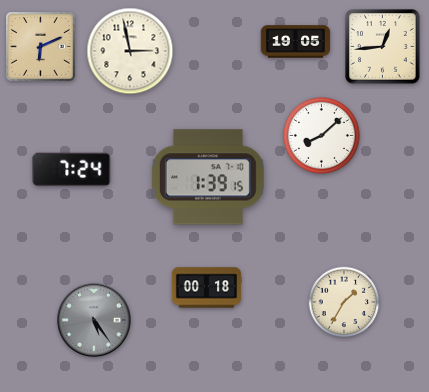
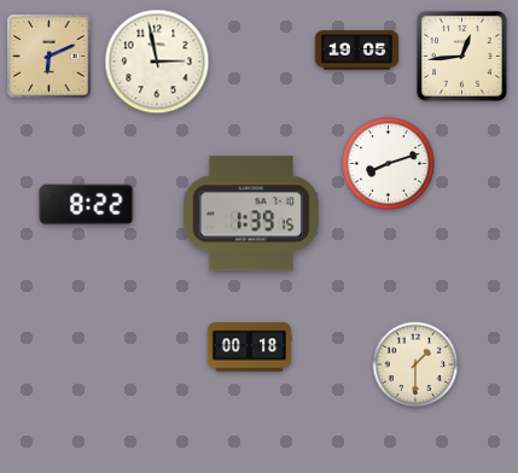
clock at (322, 136): 8:08 -> 8:12
clock at (72, 170): 7:24 -> 8:22
clock at (344, 302): 1:35 -> 1:30
clock at (94, 320): 5:24 -> none
